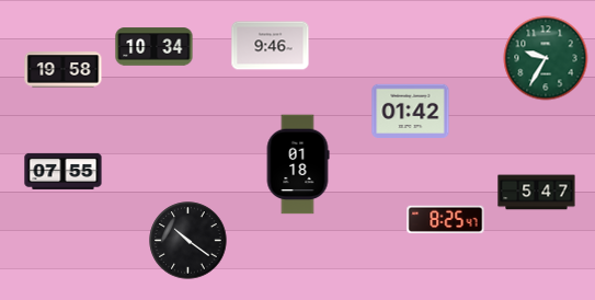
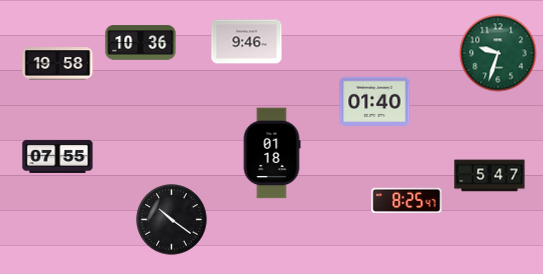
clock at (155, 47): 10:34 -> 10:36
clock at (546, 58): 9:35 -> 9:33
clock at (411, 112): 01:42 -> 01:40
clock at (298, 164) position: (298, 164) -> (272, 153)
